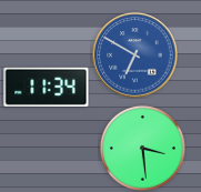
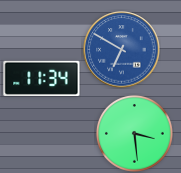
clock at (142, 148) position: (142, 148) -> (134, 133)
